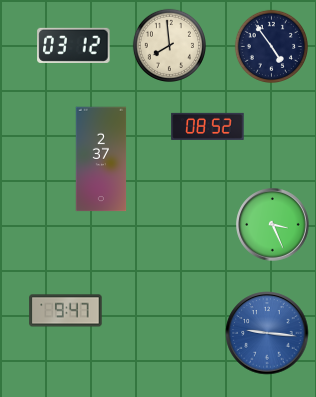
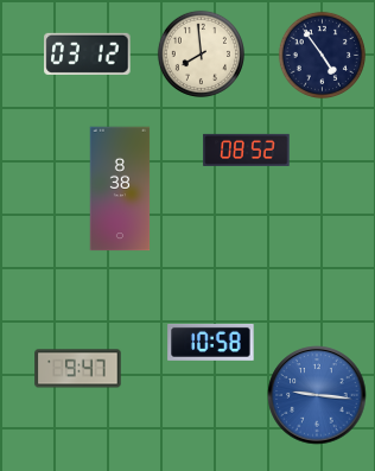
clock at (101, 159): 2:37 -> 8:38
clock at (273, 225): 3:26 -> none
clock at (211, 342): none -> 10:58
